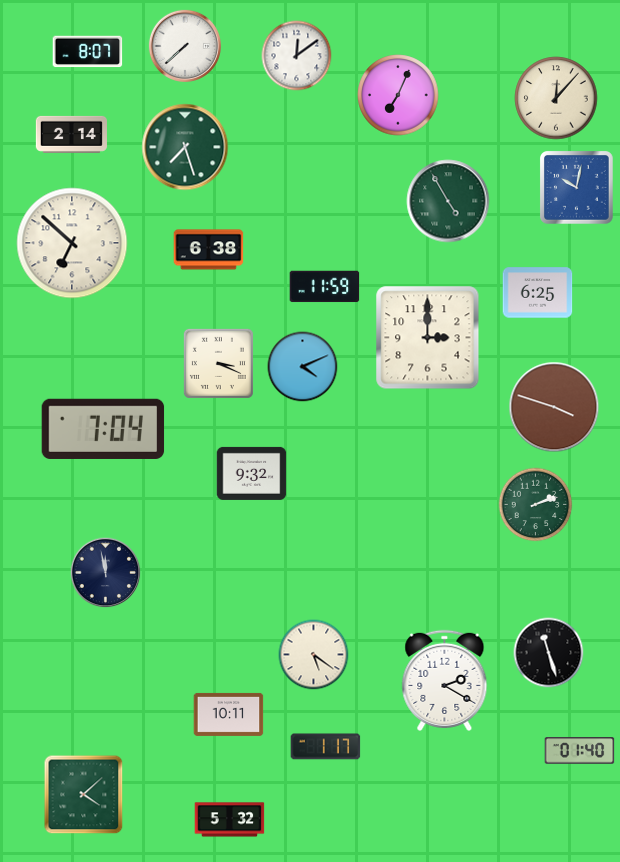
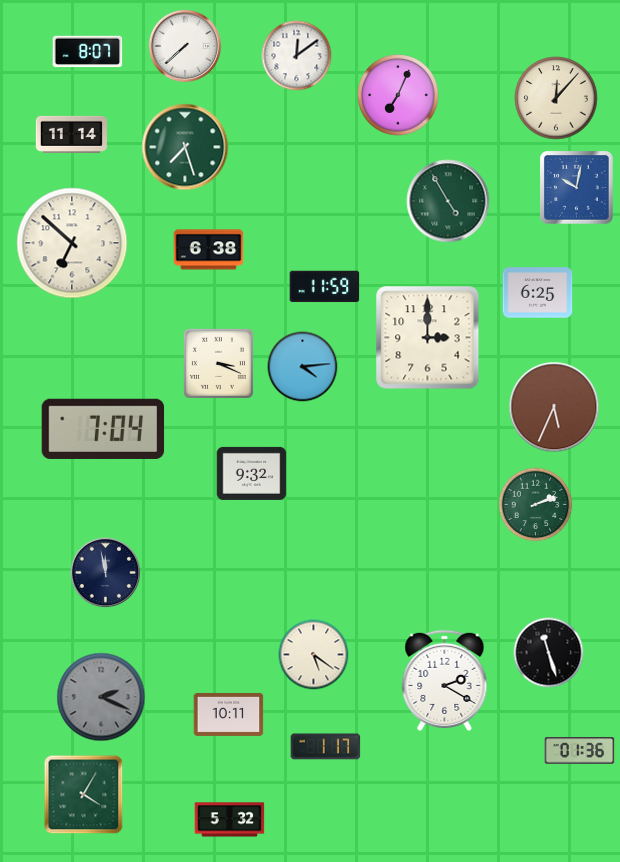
clock at (71, 134): 2:14 -> 11:14
clock at (303, 367): 4:11 -> 4:14
clock at (554, 407): 3:48 -> 5:34
clock at (101, 697): none -> 2:19
clock at (580, 751): 01:40 -> 01:36
clock at (84, 795): 4:08 -> 4:05
